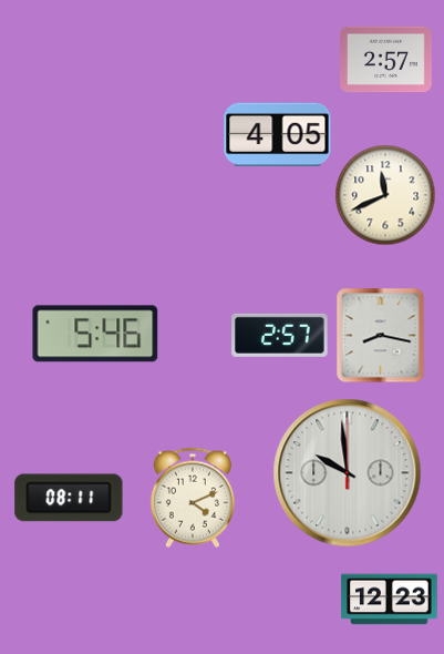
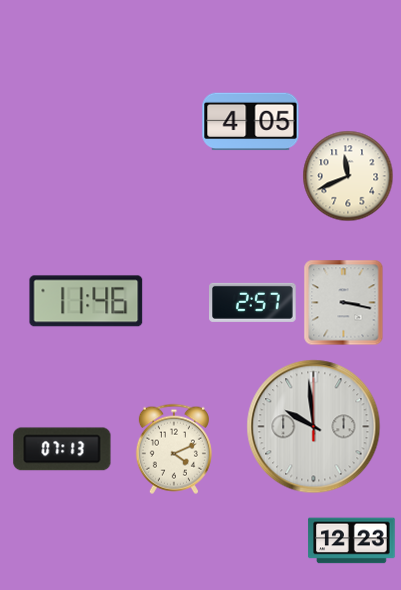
clock at (386, 60): 2:57 -> none
clock at (95, 334): 5:46 -> 11:46
clock at (381, 335): 8:17 -> 3:17
clock at (69, 498): 08:11 -> 07:13
